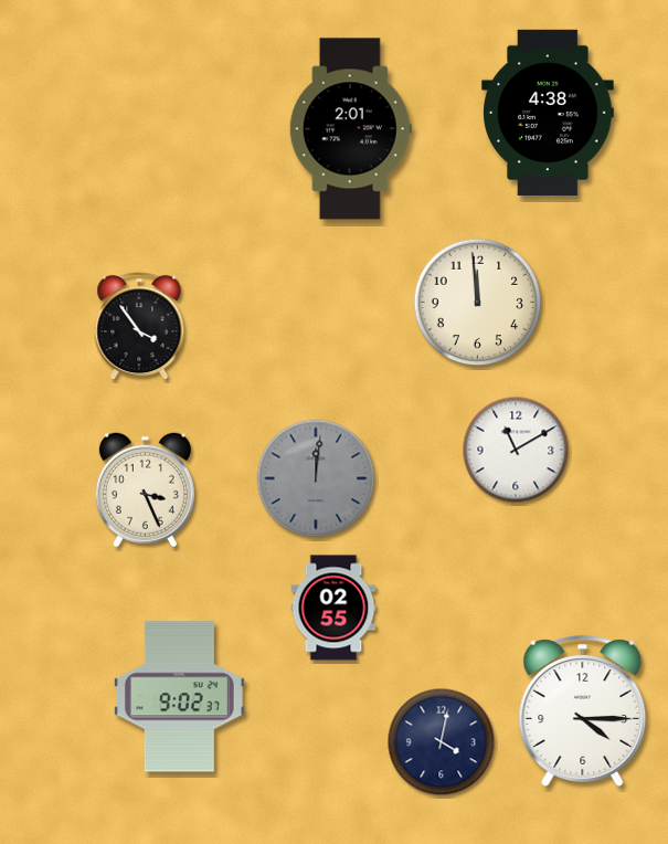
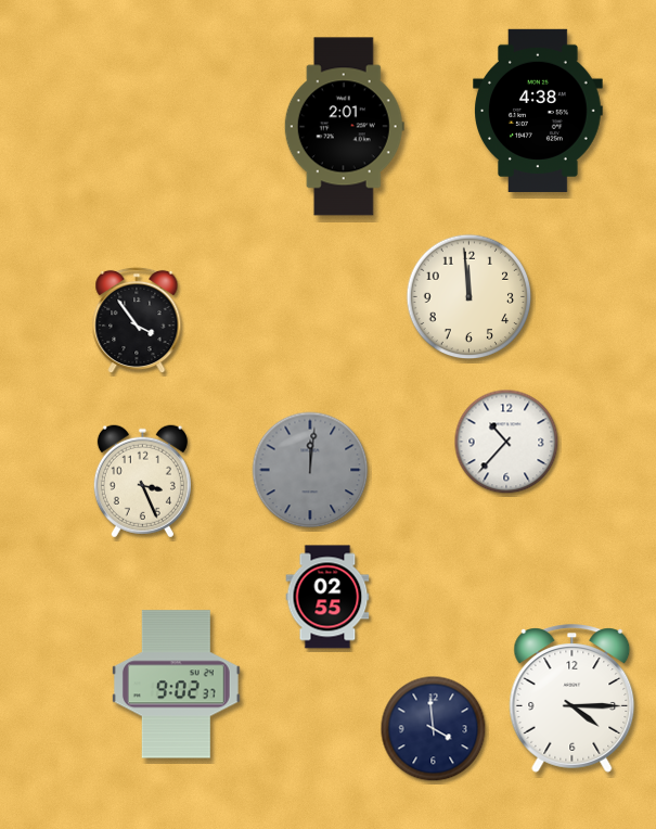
clock at (516, 450): 11:10 -> 10:37
clock at (442, 742): 4:02 -> 3:59
